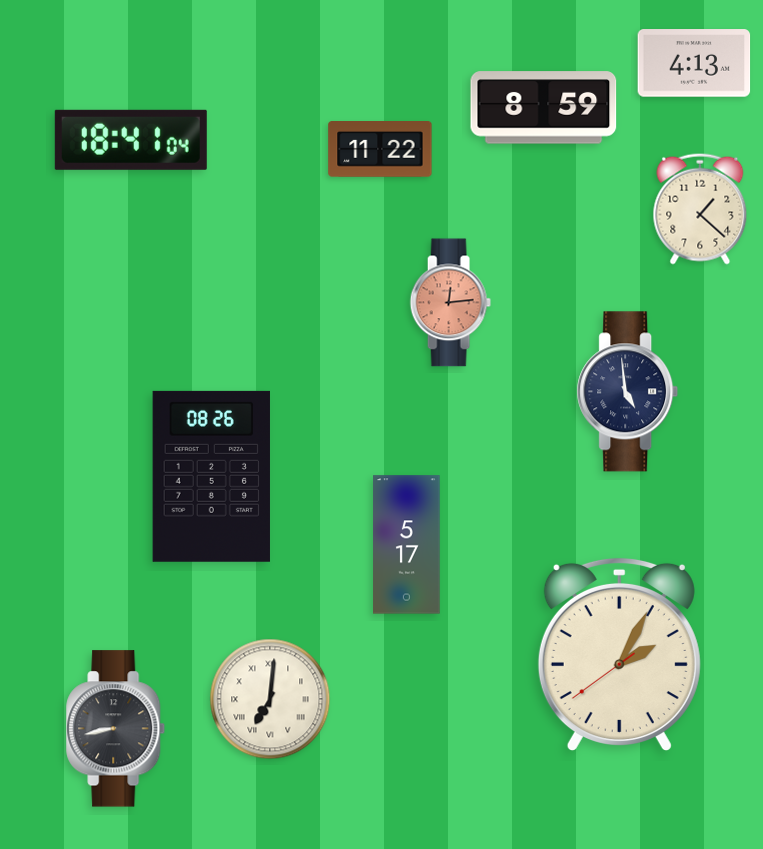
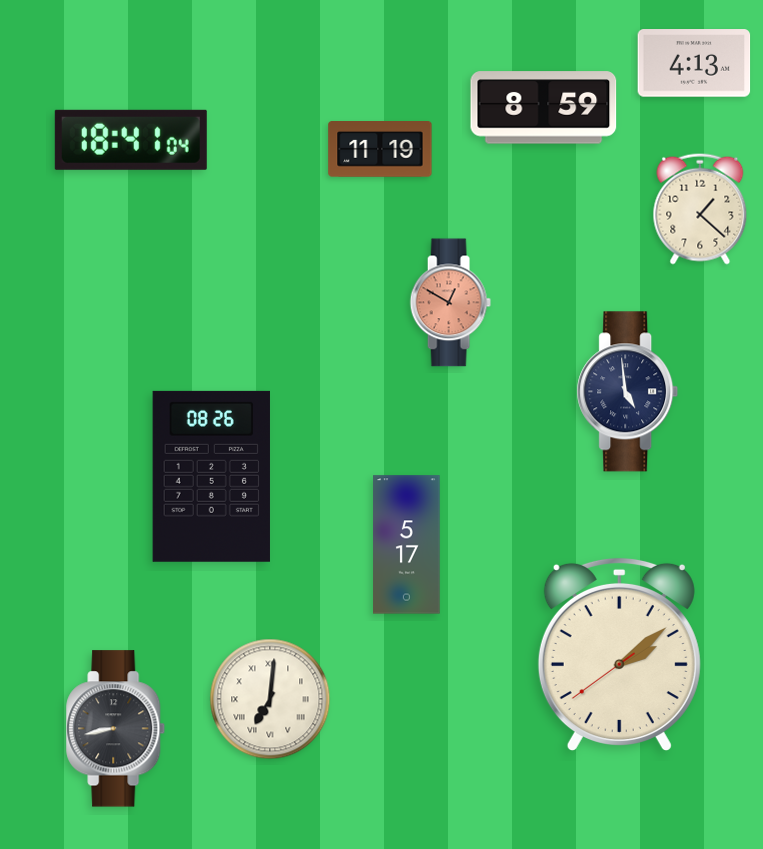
clock at (380, 150): 11:22 -> 11:19
clock at (450, 303): 12:14 -> 12:50
clock at (619, 654): 2:04 -> 2:08
